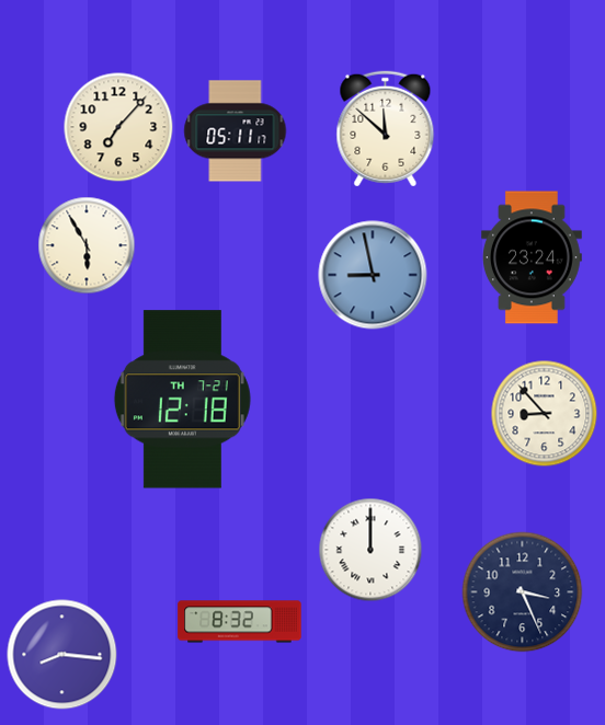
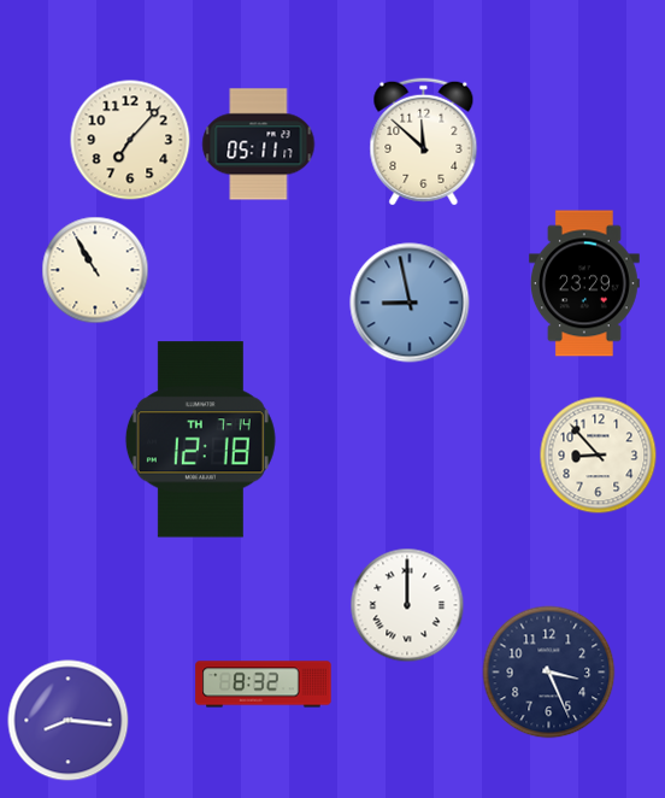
clock at (87, 245): 5:55 -> 10:55
clock at (532, 257): 23:24 -> 23:29
clock at (182, 400) date: TH 7-21 -> TH 7-14
clock at (523, 592) position: (523, 592) -> (549, 673)
